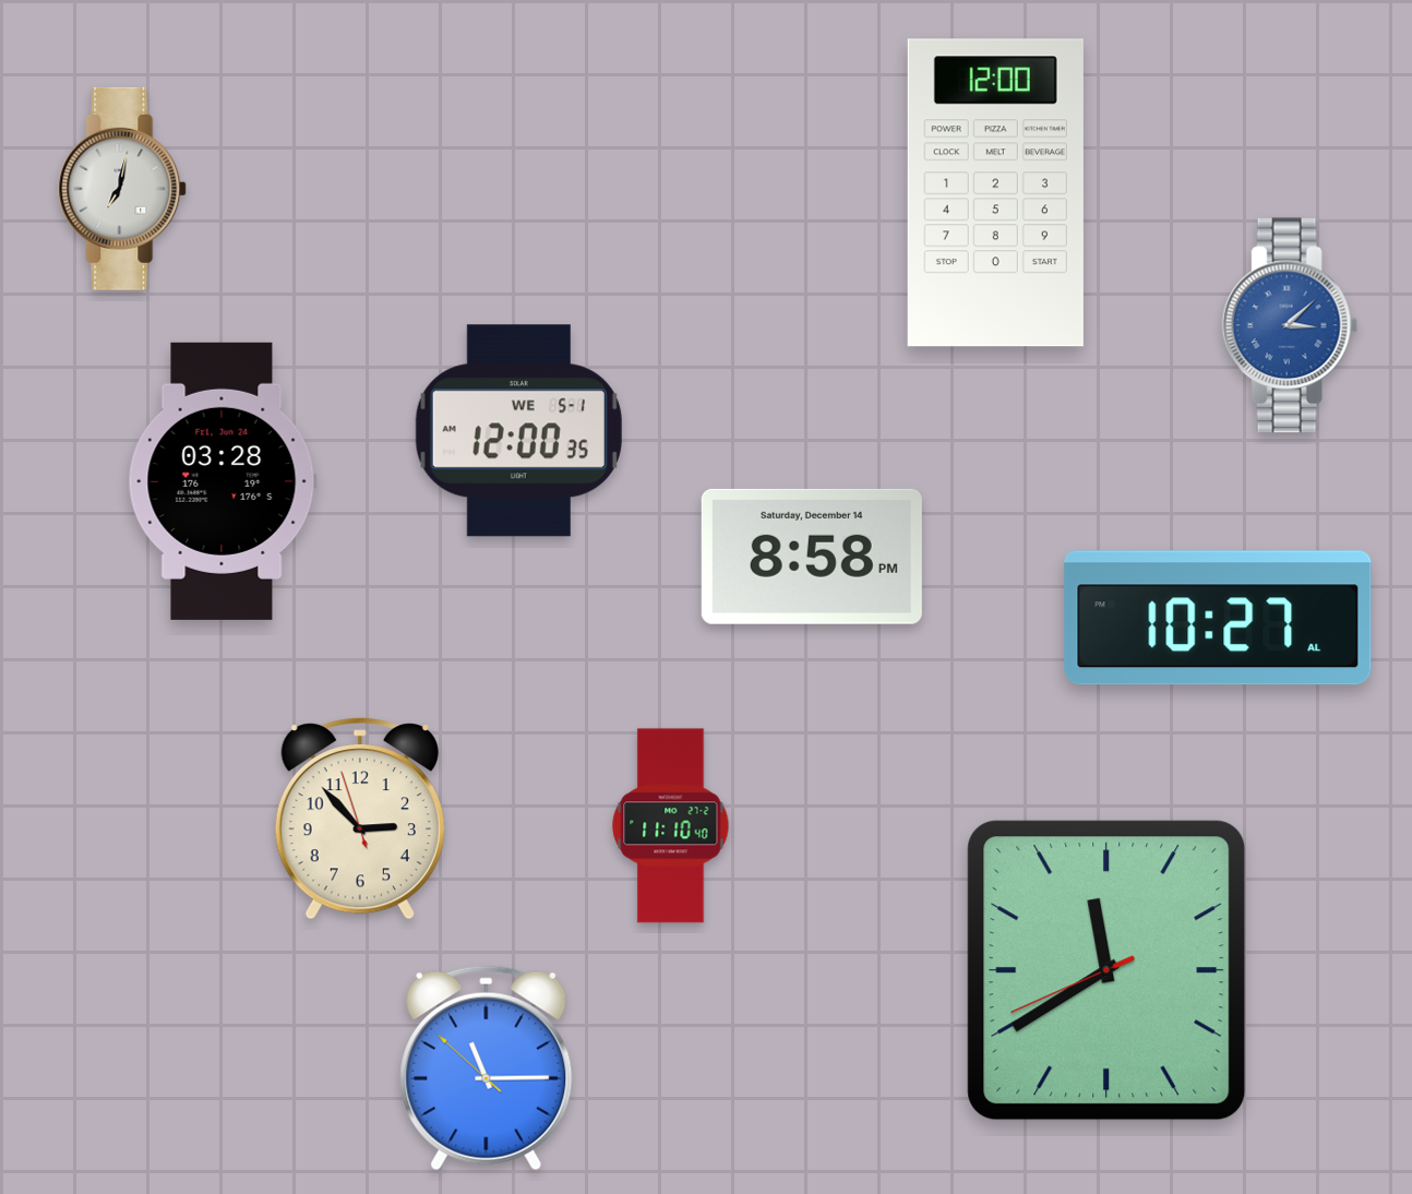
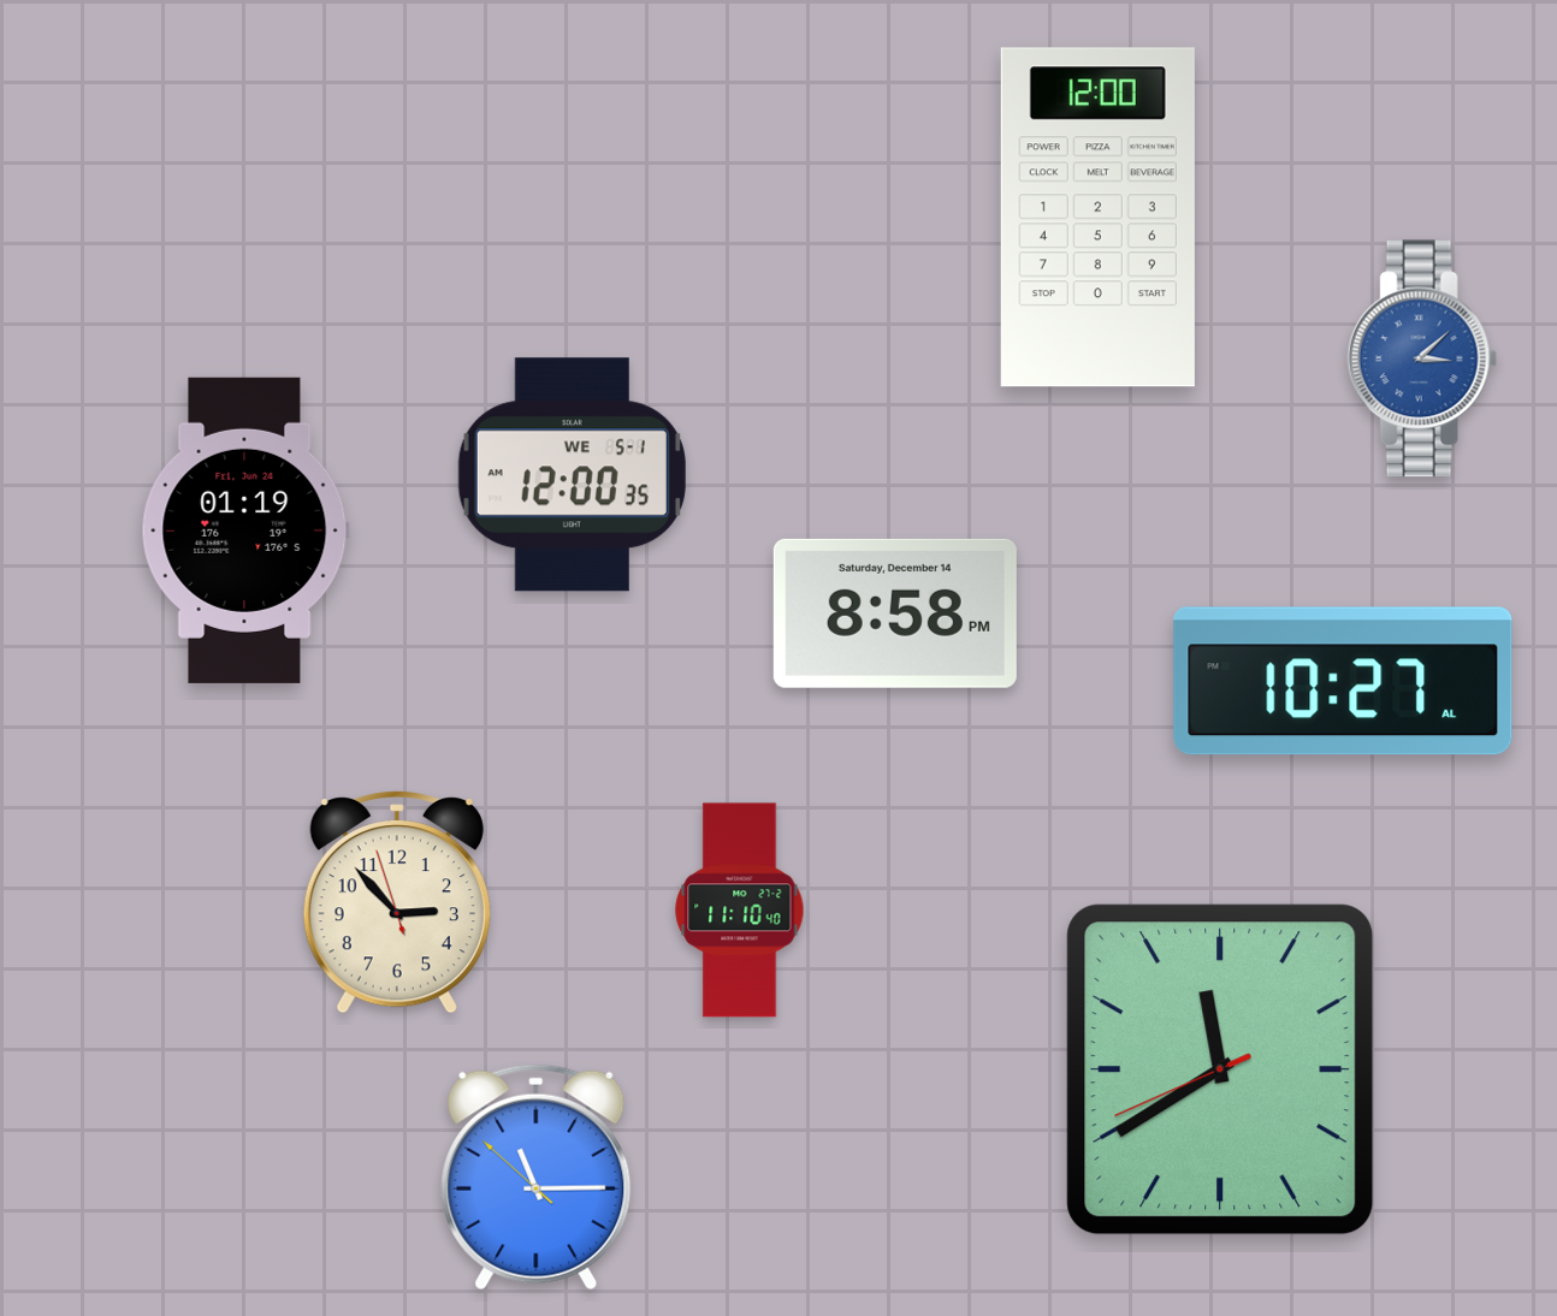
clock at (123, 189): 7:02 -> none
clock at (995, 193) position: (995, 193) -> (1097, 218)
clock at (223, 481): 03:28 -> 01:19
